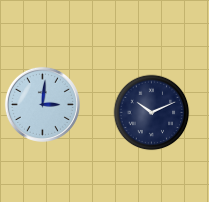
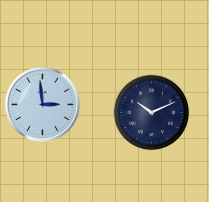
clock at (42, 104): 3:01 -> 2:59
